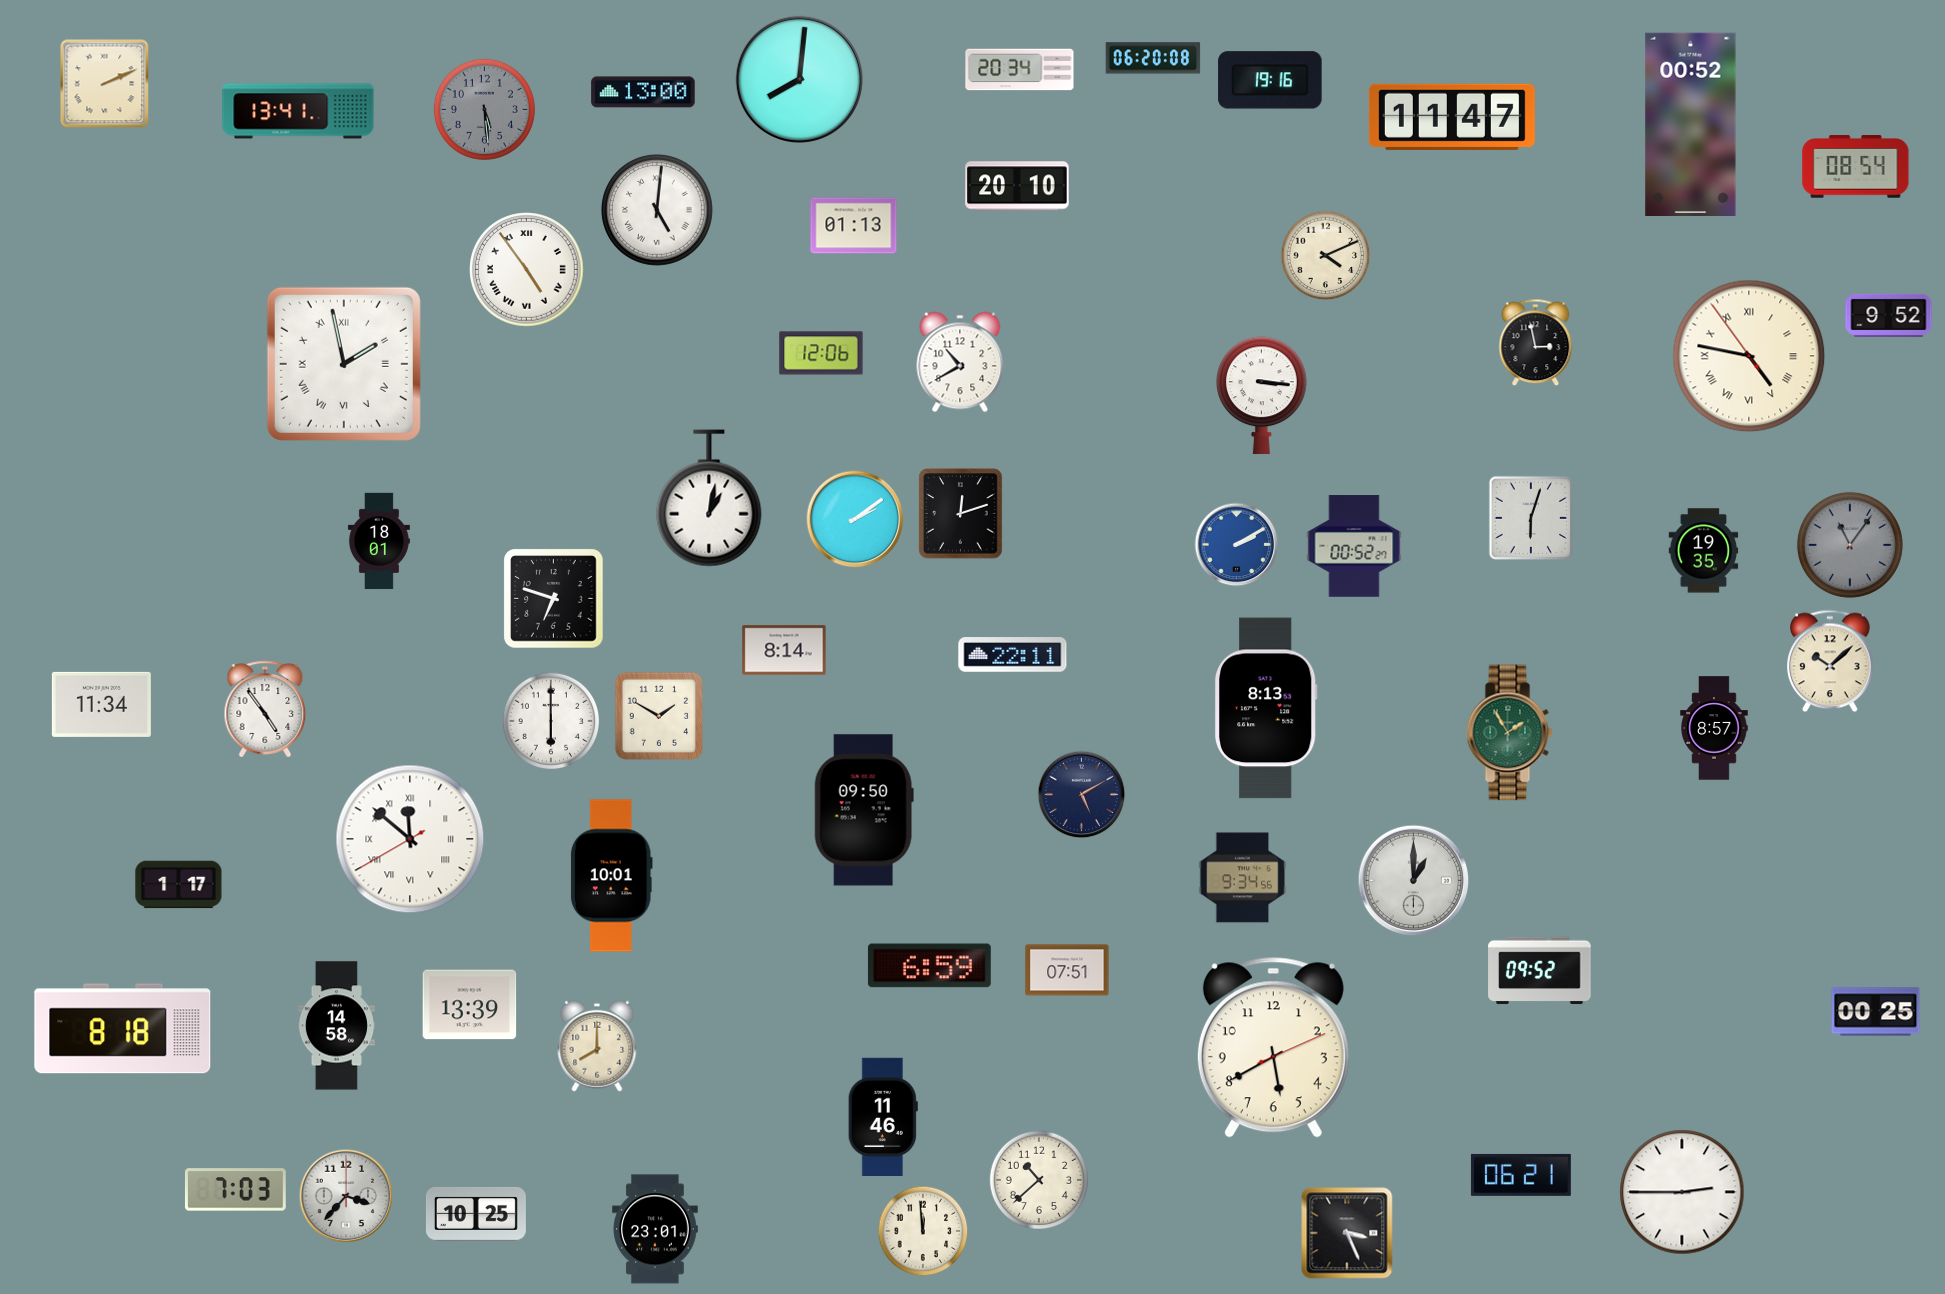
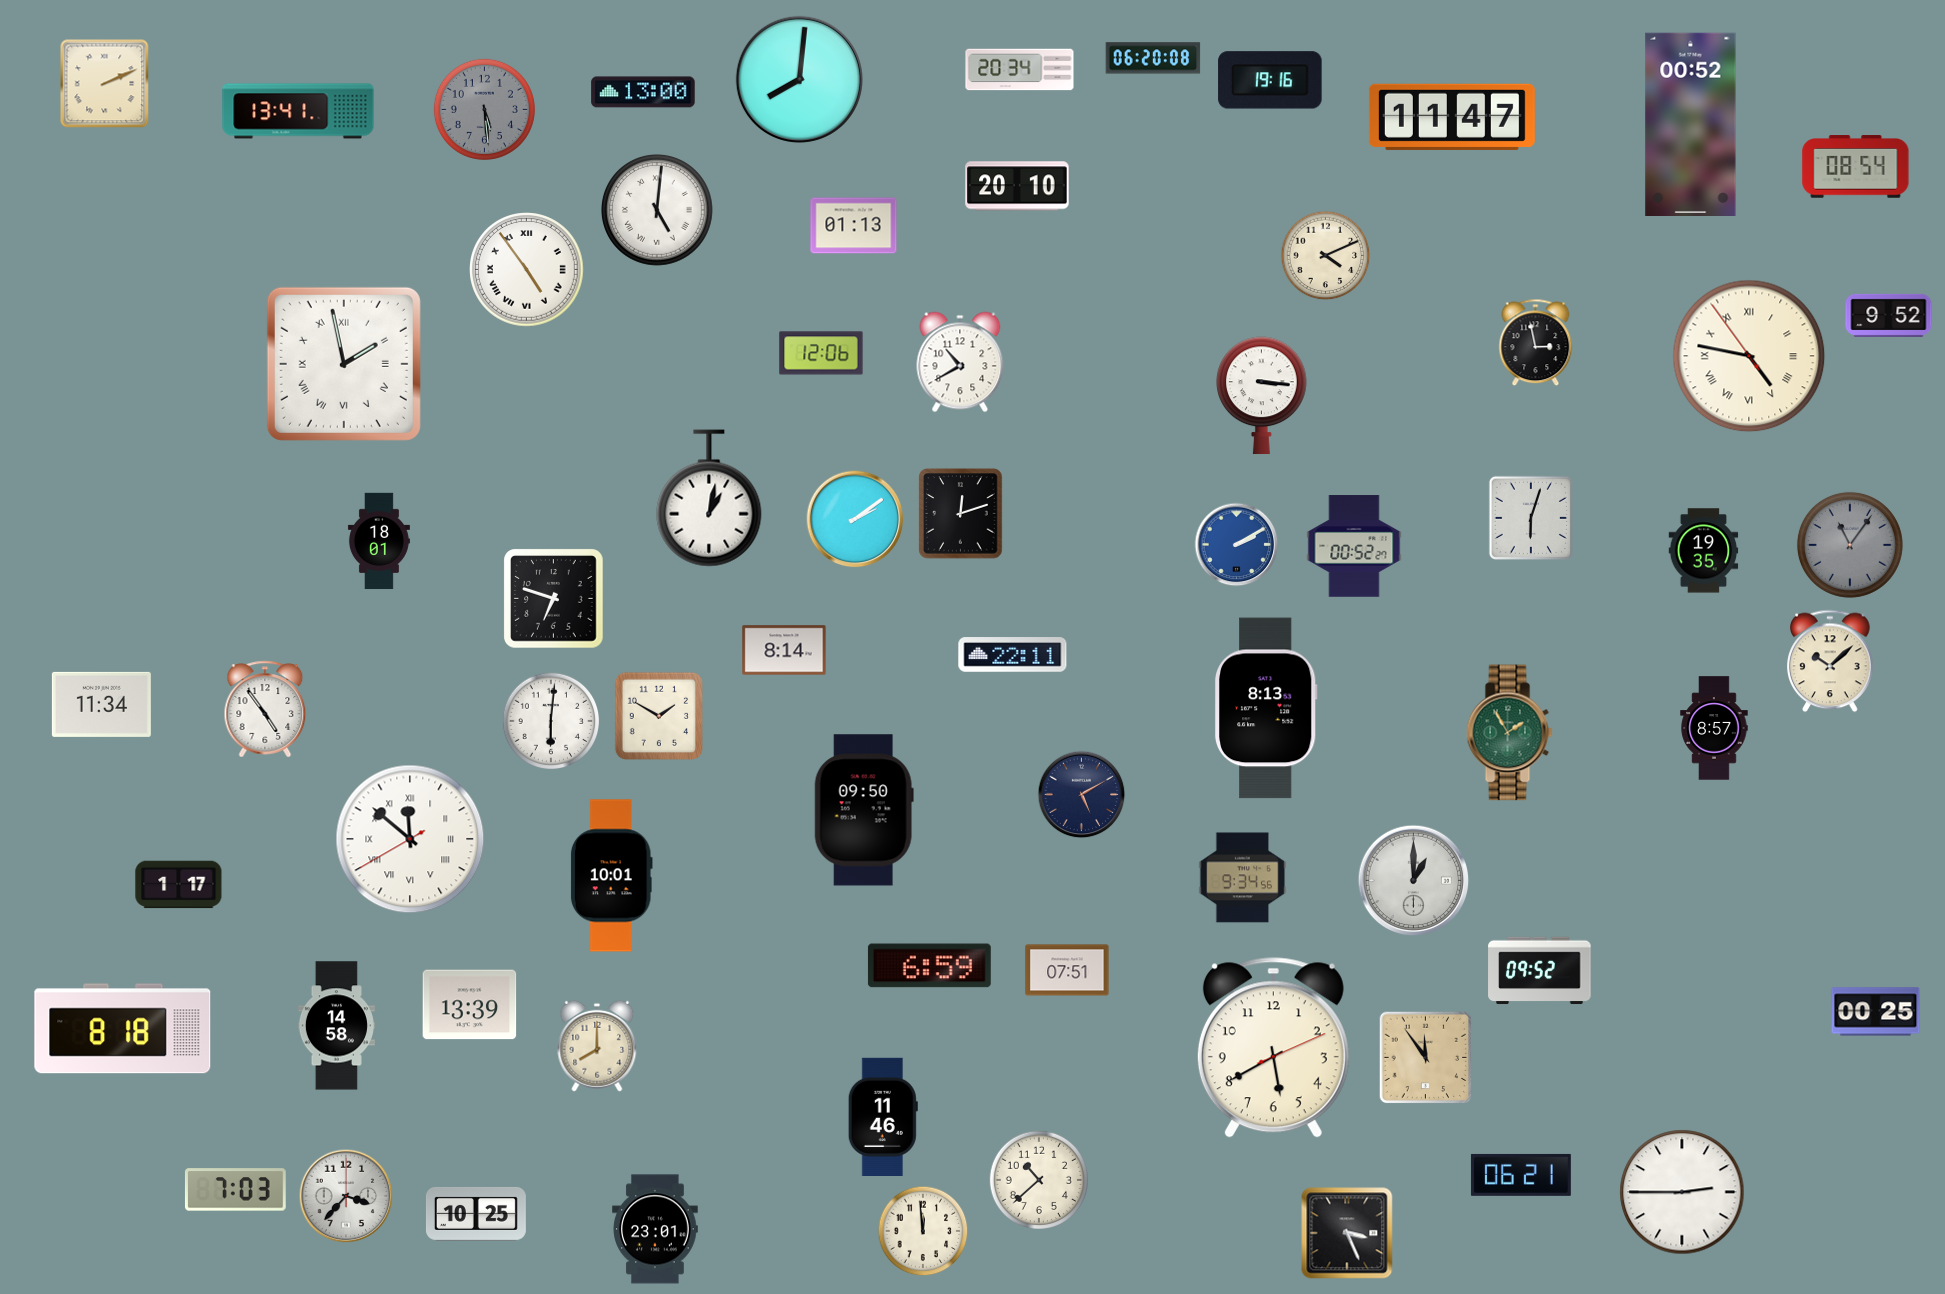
clock at (550, 720): 6:00 -> 6:01
clock at (1426, 1058): none -> 11:54
